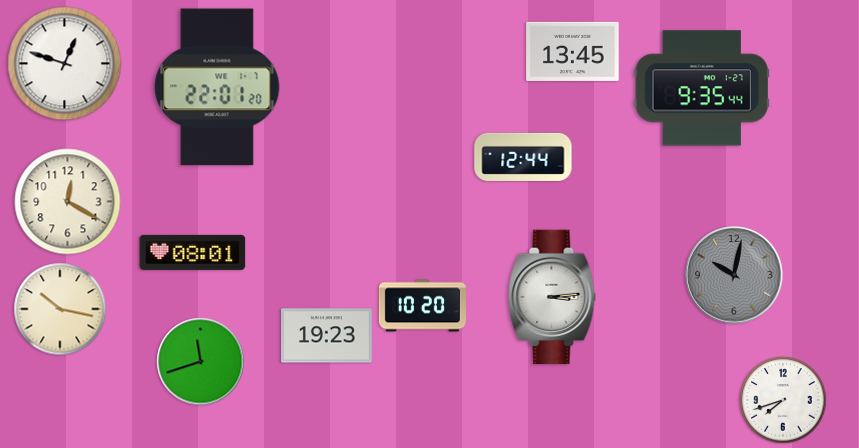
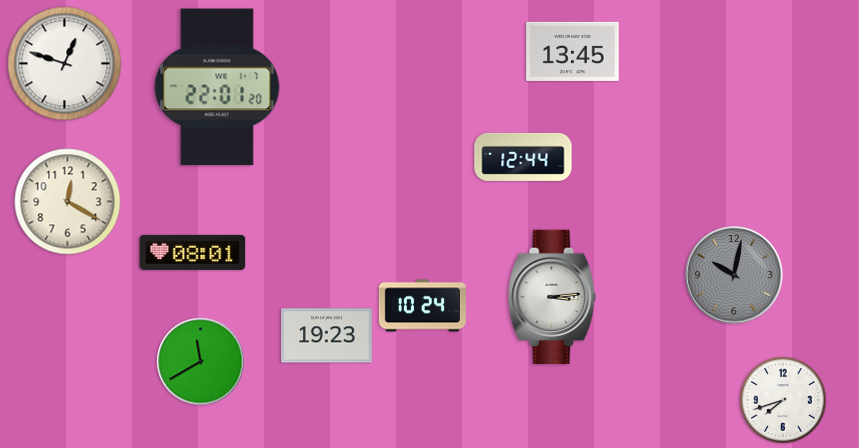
clock at (702, 88): 9:35 -> none
clock at (422, 306): 10:20 -> 10:24
clock at (60, 309): 10:17 -> none
clock at (201, 362): 11:42 -> 11:40
